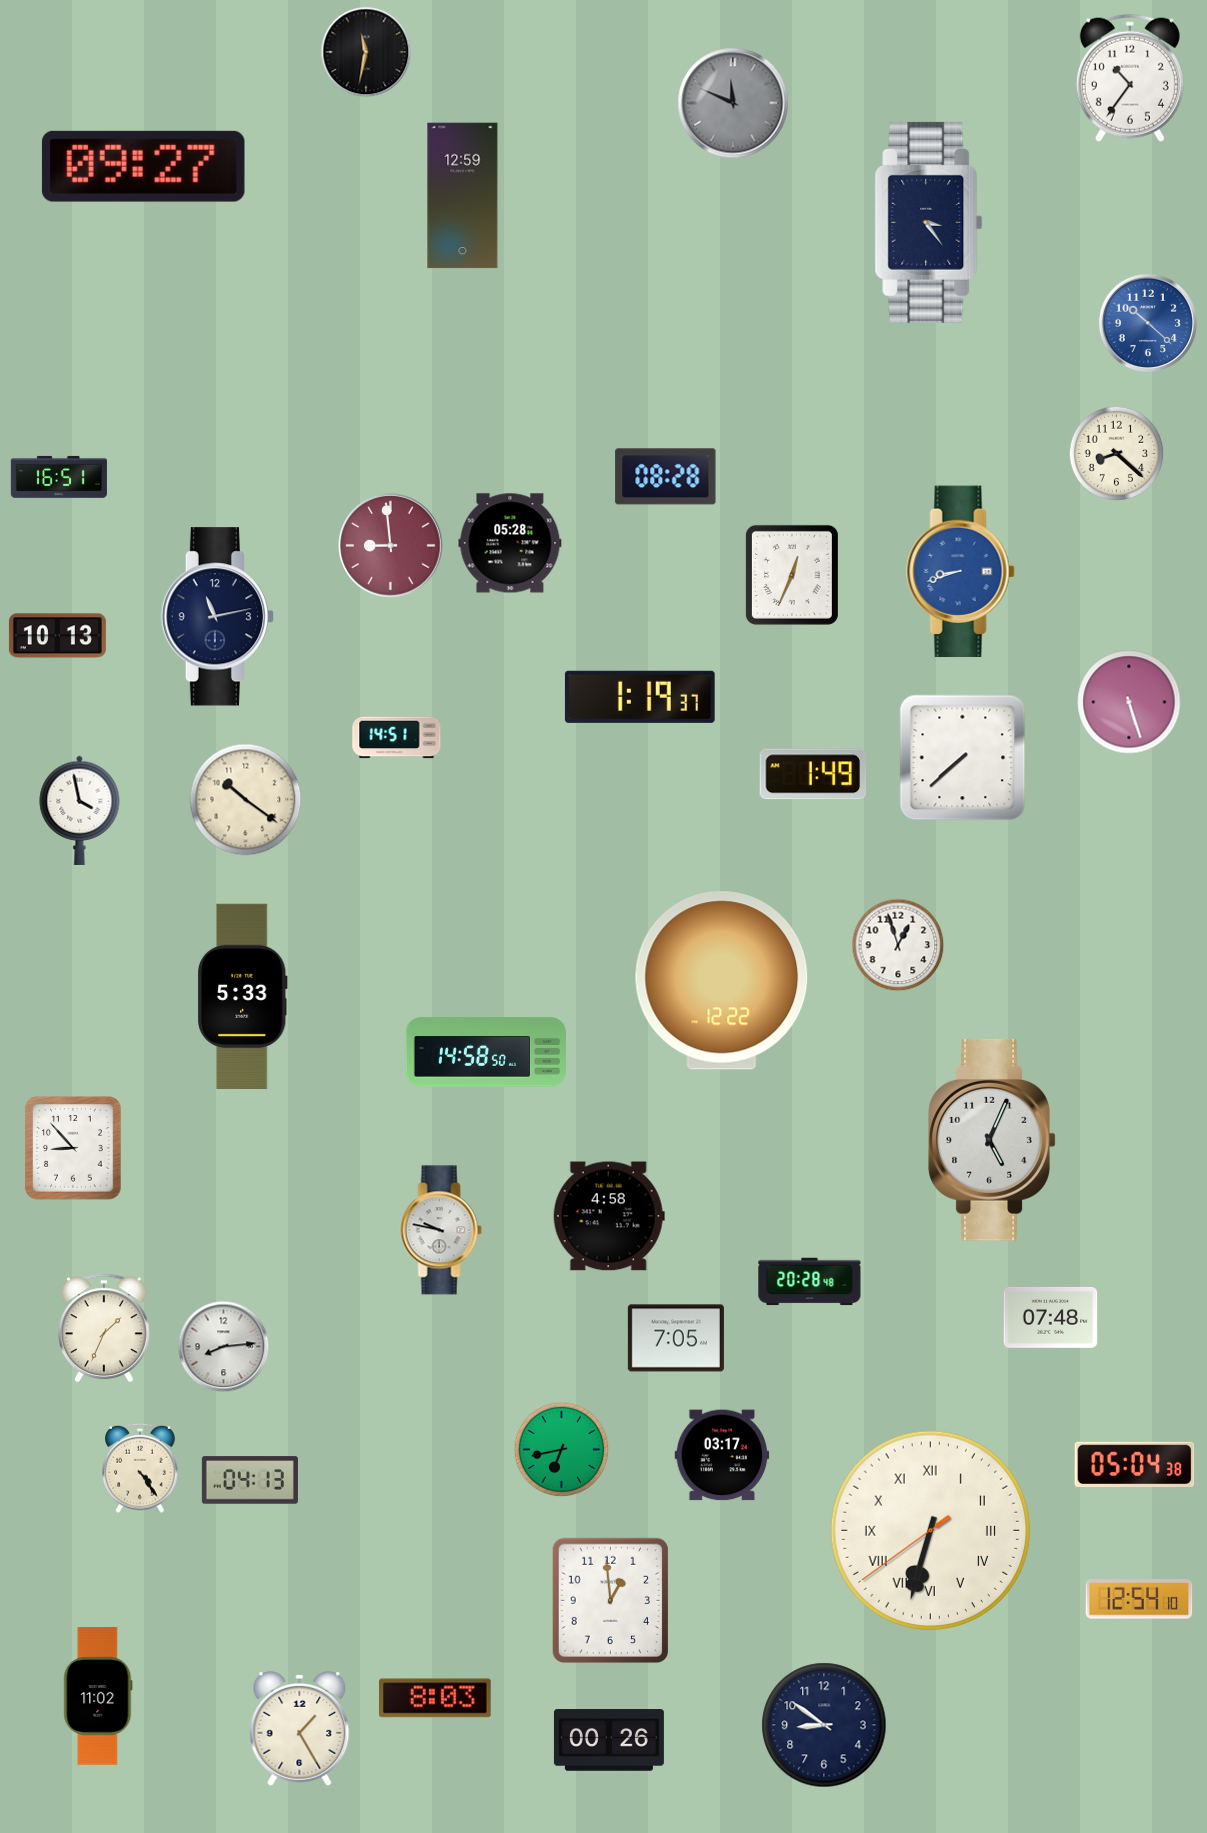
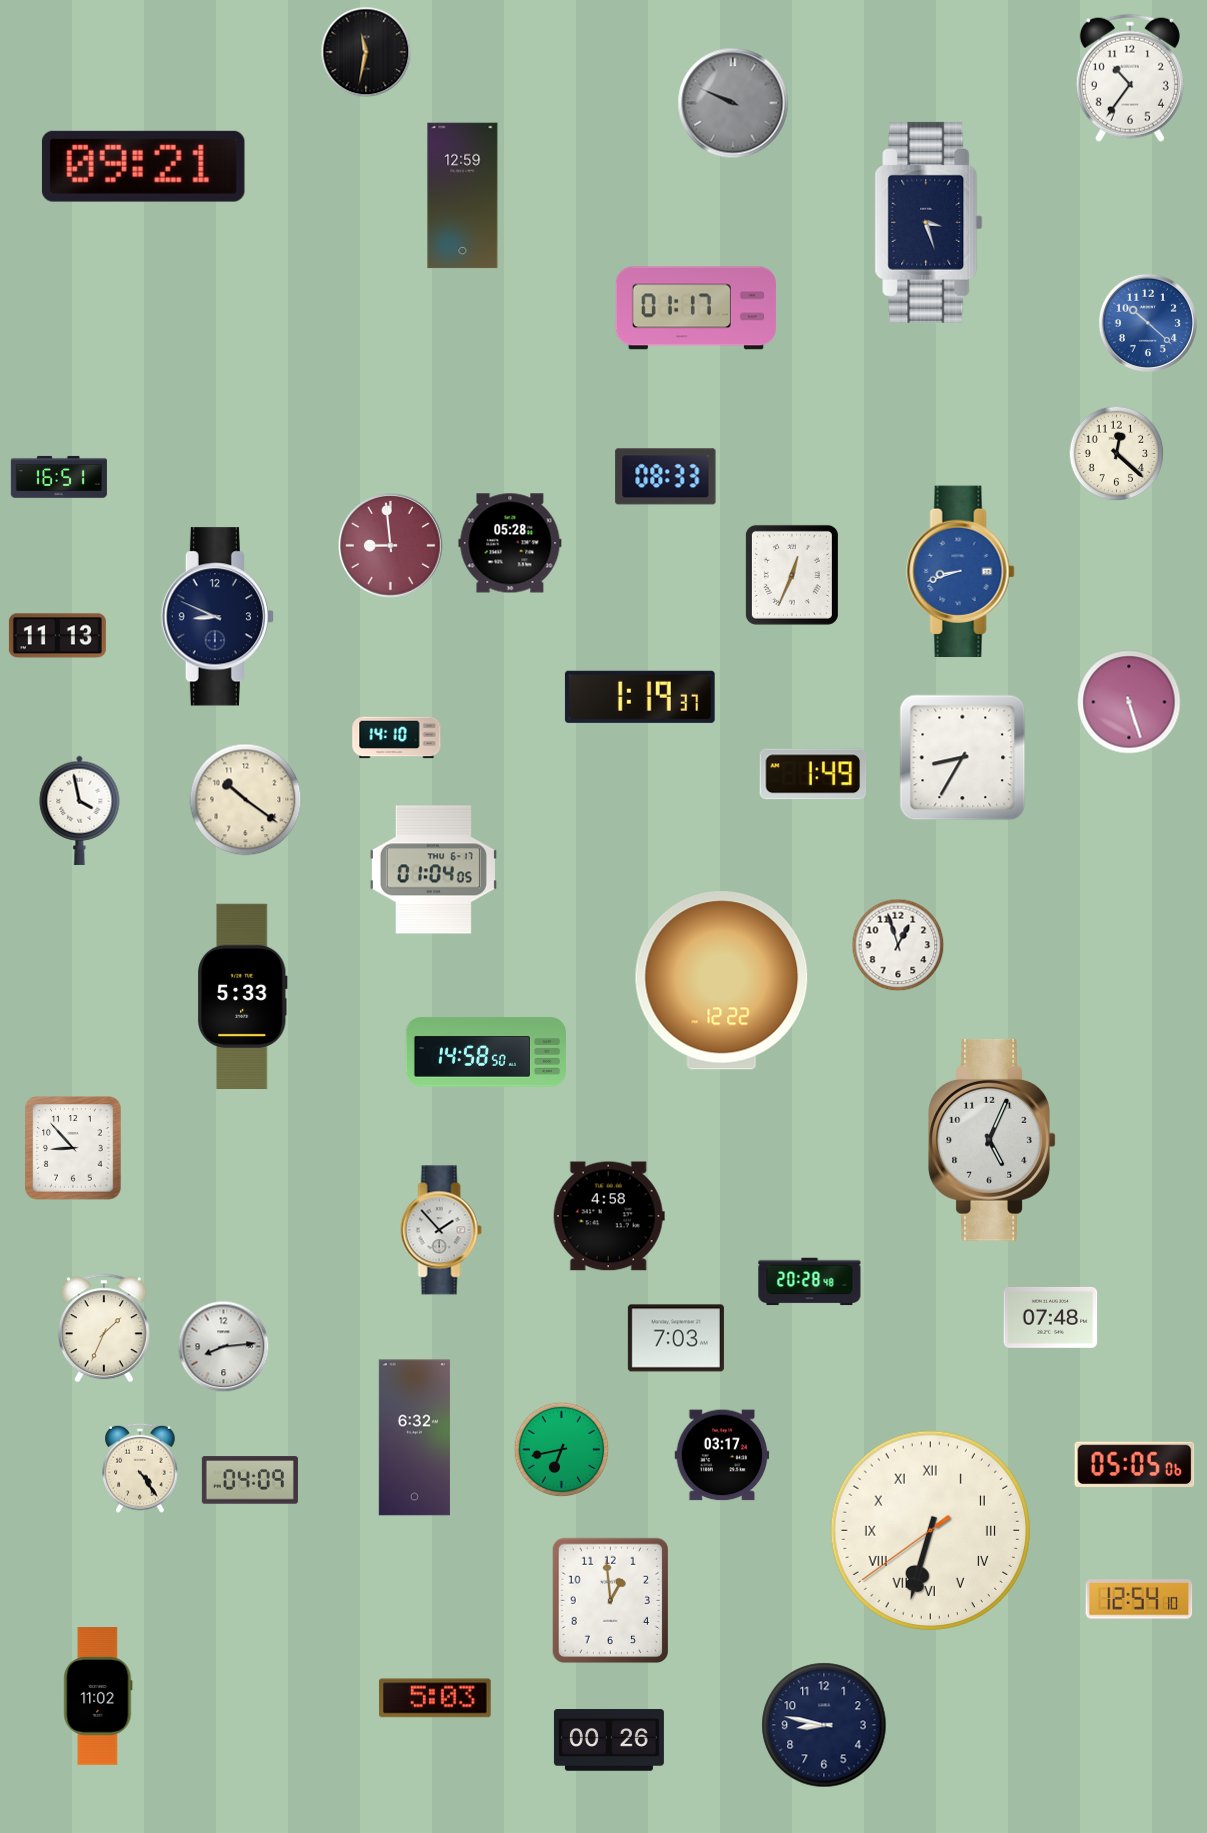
clock at (733, 103): 11:49 -> 9:49
clock at (143, 166): 09:27 -> 09:21
clock at (929, 222): 3:24 -> 3:27
clock at (696, 308): none -> 01:17
clock at (1117, 454): 8:22 -> 12:22
clock at (666, 477): 08:28 -> 08:33
clock at (217, 617): 11:13 -> 8:49
clock at (57, 636): 10:13 -> 11:13
clock at (397, 738): 14:51 -> 14:10
clock at (963, 758): 7:38 -> 8:35
clock at (433, 870): none -> 01:04
clock at (441, 1230): 9:47 -> 1:53
clock at (676, 1338): 7:05 -> 7:03
clock at (414, 1438): none -> 6:32
clock at (1135, 1464): 05:04 -> 05:05
clock at (250, 1480): 04:13 -> 04:09
clock at (435, 1698): 8:03 -> 5:03
clock at (824, 1725): 8:51 -> 8:47
clock at (300, 1728): 1:25 -> none
